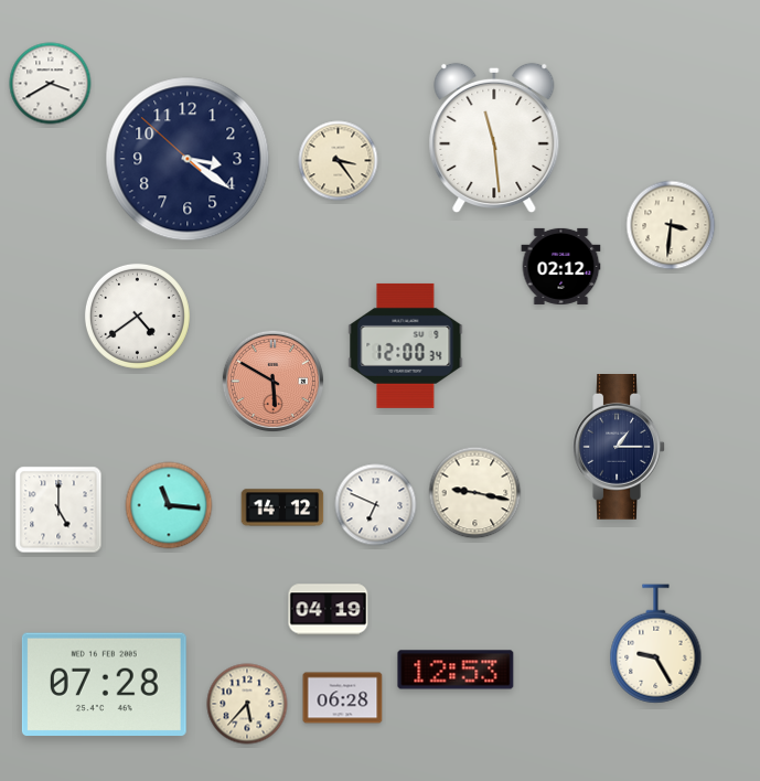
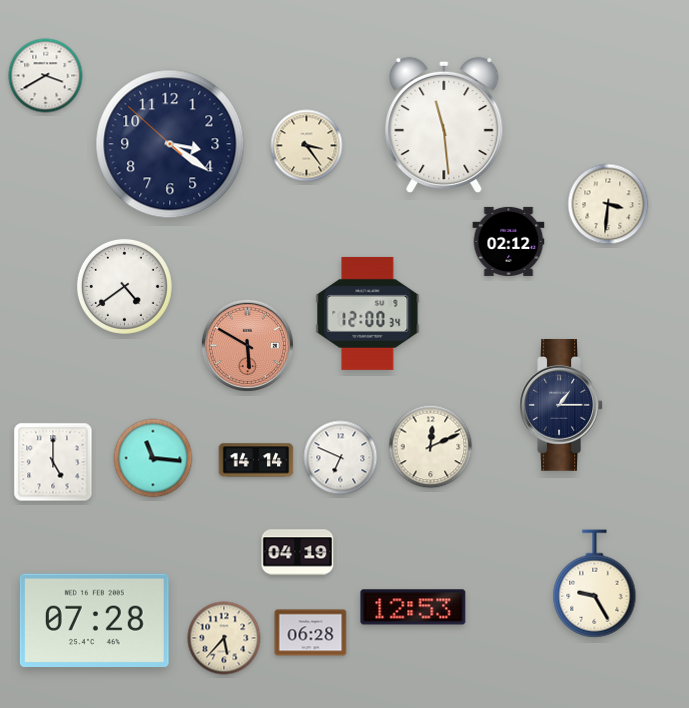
clock at (494, 138) position: (494, 138) -> (444, 125)
clock at (475, 493): 9:17 -> 12:11
clock at (282, 507): 14:12 -> 14:14
